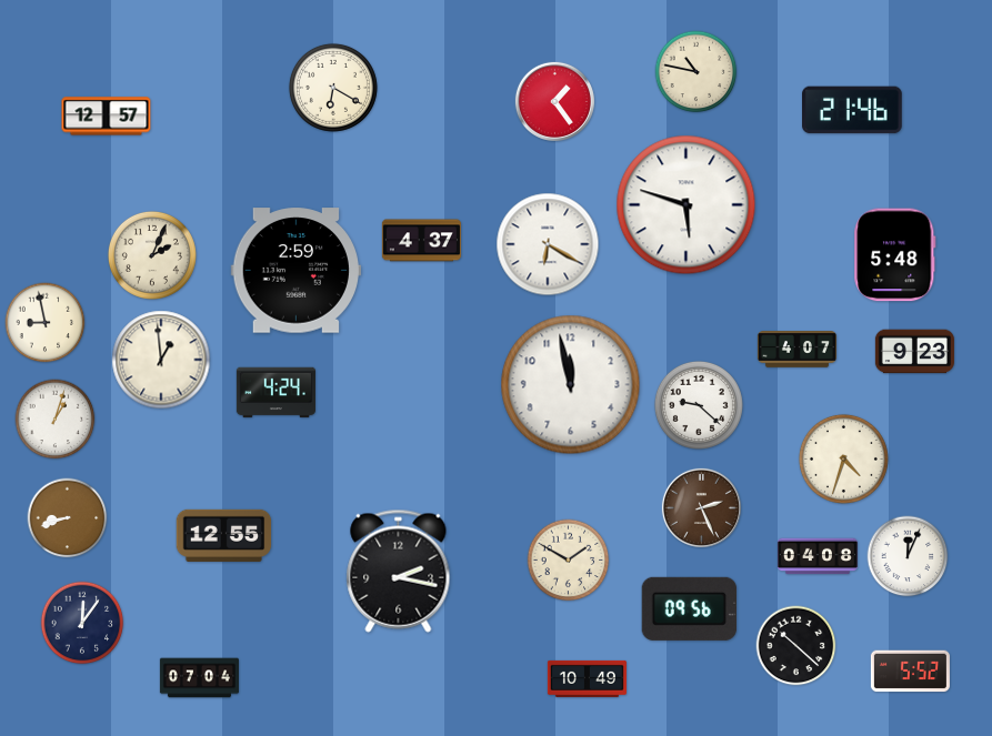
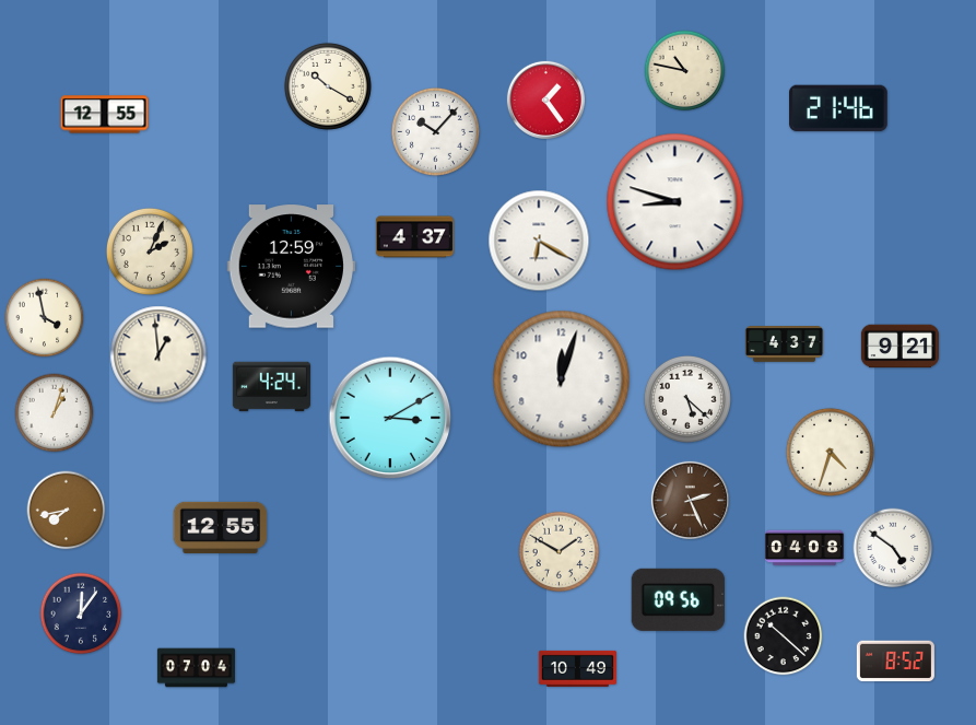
clock at (333, 88): 6:20 -> 10:20
clock at (107, 117): 12:57 -> 12:55
clock at (435, 131): none -> 10:07
clock at (687, 205): 5:48 -> 8:48
clock at (895, 255): 5:48 -> none
clock at (295, 271): 2:59 -> 12:59
clock at (46, 323): 8:58 -> 3:58
clock at (796, 350): 4:07 -> 4:37
clock at (914, 352): 9:23 -> 9:21
clock at (571, 385): 11:58 -> 12:03
clock at (699, 405): 9:22 -> 5:22
clock at (390, 418): none -> 3:10
clock at (68, 518): 8:42 -> 7:43
clock at (908, 556): 12:04 -> 4:51
clock at (399, 571): 2:17 -> none
clock at (910, 672): 5:52 -> 8:52
